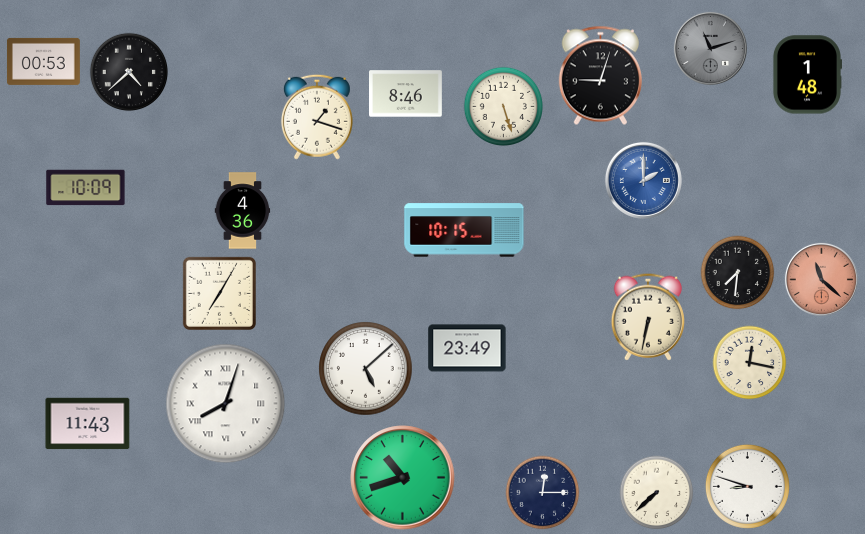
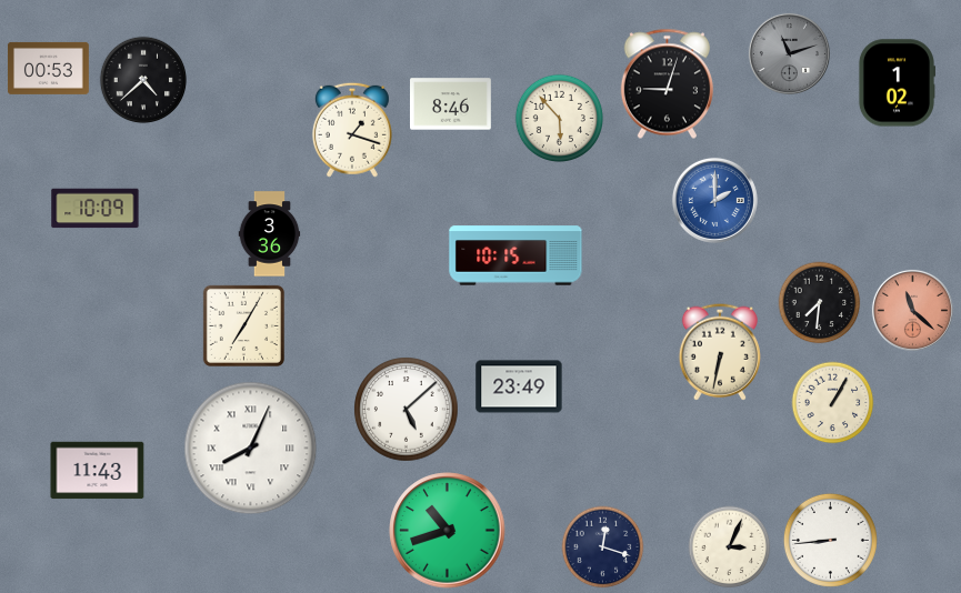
clock at (806, 75): 1:48 -> 1:02
clock at (504, 107): 5:27 -> 5:53
clock at (243, 211): 4:36 -> 3:36
clock at (750, 363): 12:17 -> 1:05
clock at (226, 404): 8:03 -> 8:04
clock at (747, 486): 8:48 -> 8:44
clock at (543, 493): 12:15 -> 12:18
clock at (657, 493): 7:38 -> 3:04
